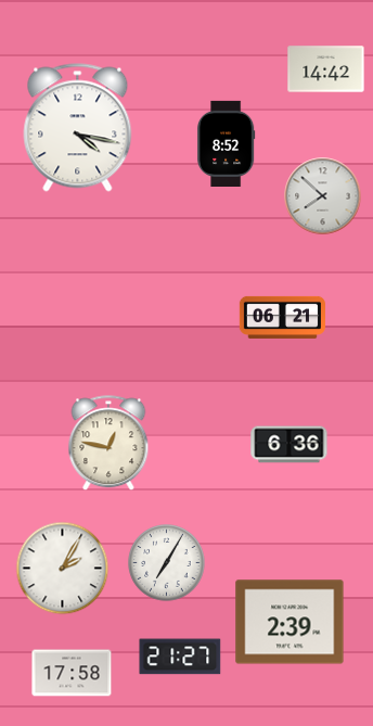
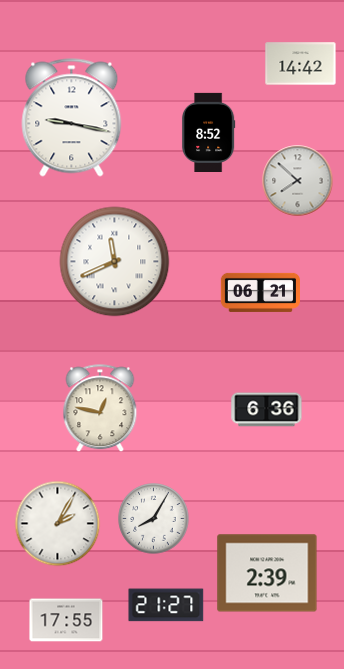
clock at (78, 128): 4:17 -> 9:17
clock at (115, 262): none -> 11:41
clock at (167, 563): 7:05 -> 8:05
clock at (72, 673): 17:58 -> 17:55
